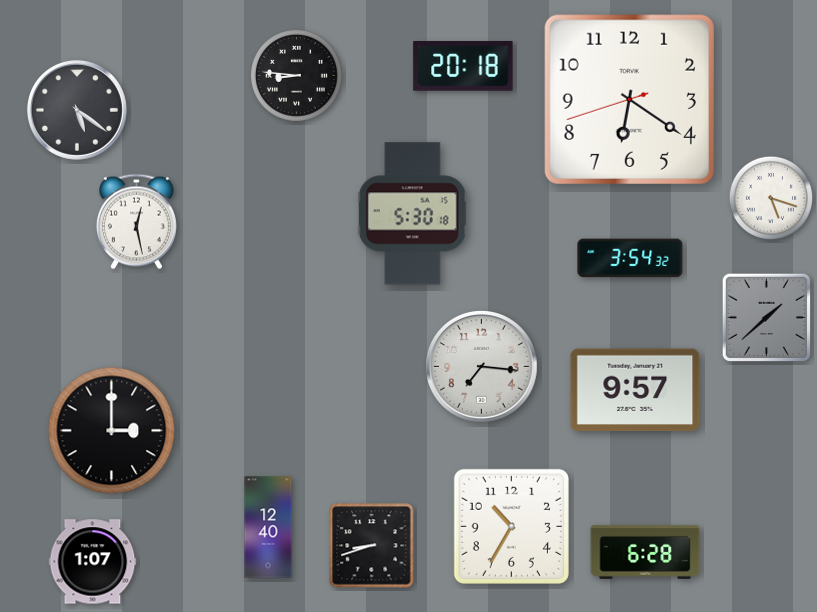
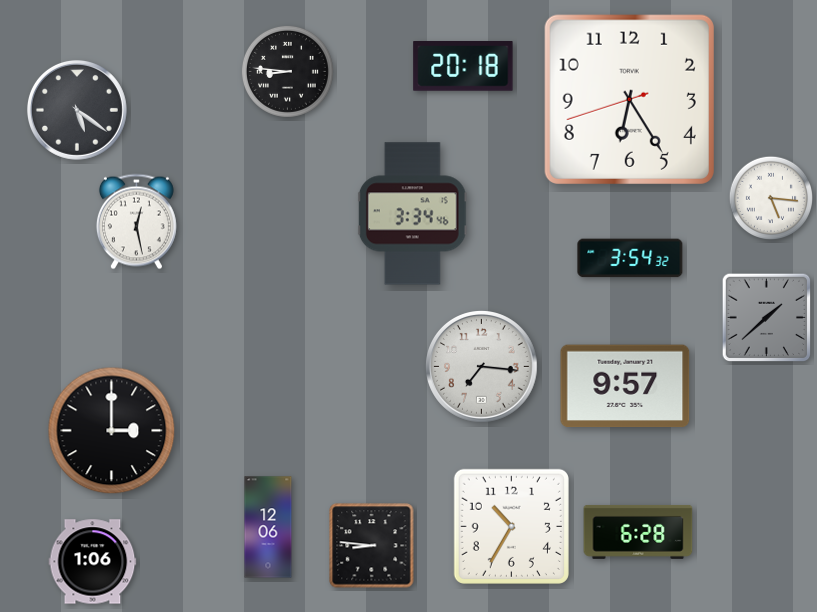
clock at (296, 75) position: (296, 75) -> (287, 71)
clock at (629, 99): 6:20 -> 6:24
clock at (770, 197): 5:18 -> 5:16
clock at (412, 214): 5:30 -> 3:34
clock at (635, 390) position: (635, 390) -> (625, 386)
clock at (268, 527): 12:40 -> 12:06
clock at (372, 546): 8:42 -> 8:46
clock at (645, 552) position: (645, 552) -> (638, 532)
clock at (93, 562): 1:07 -> 1:06
